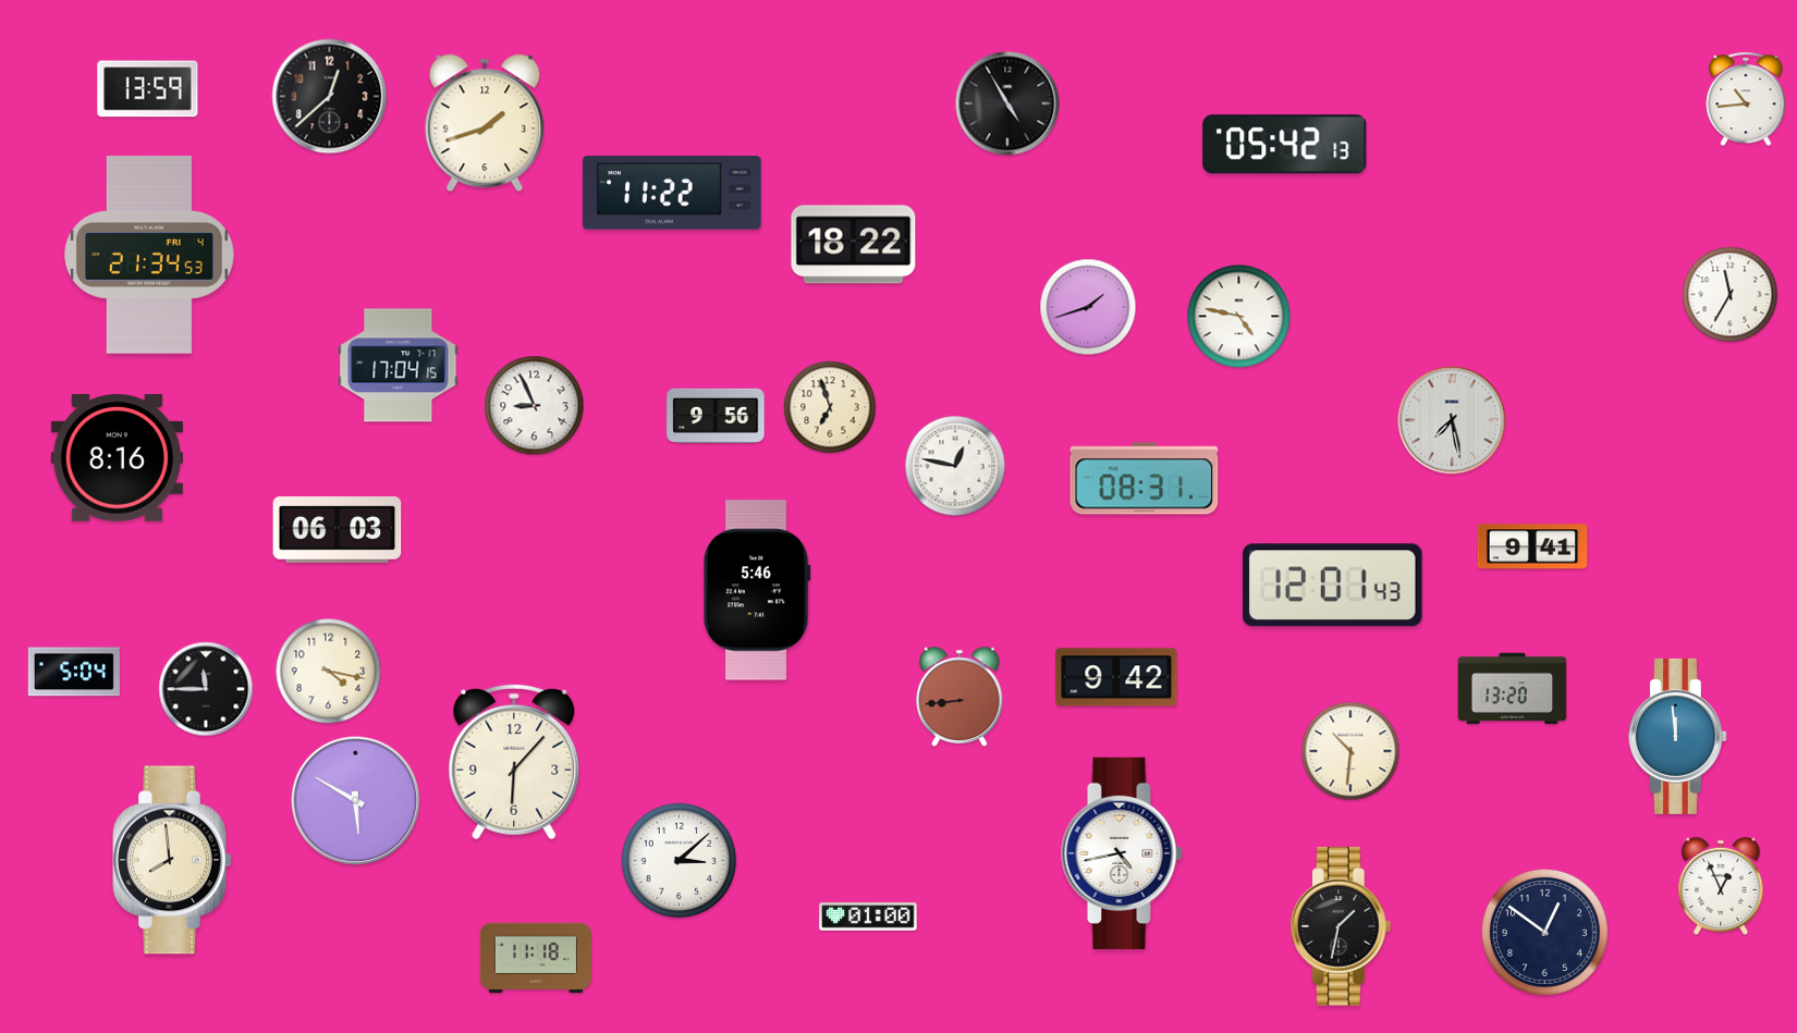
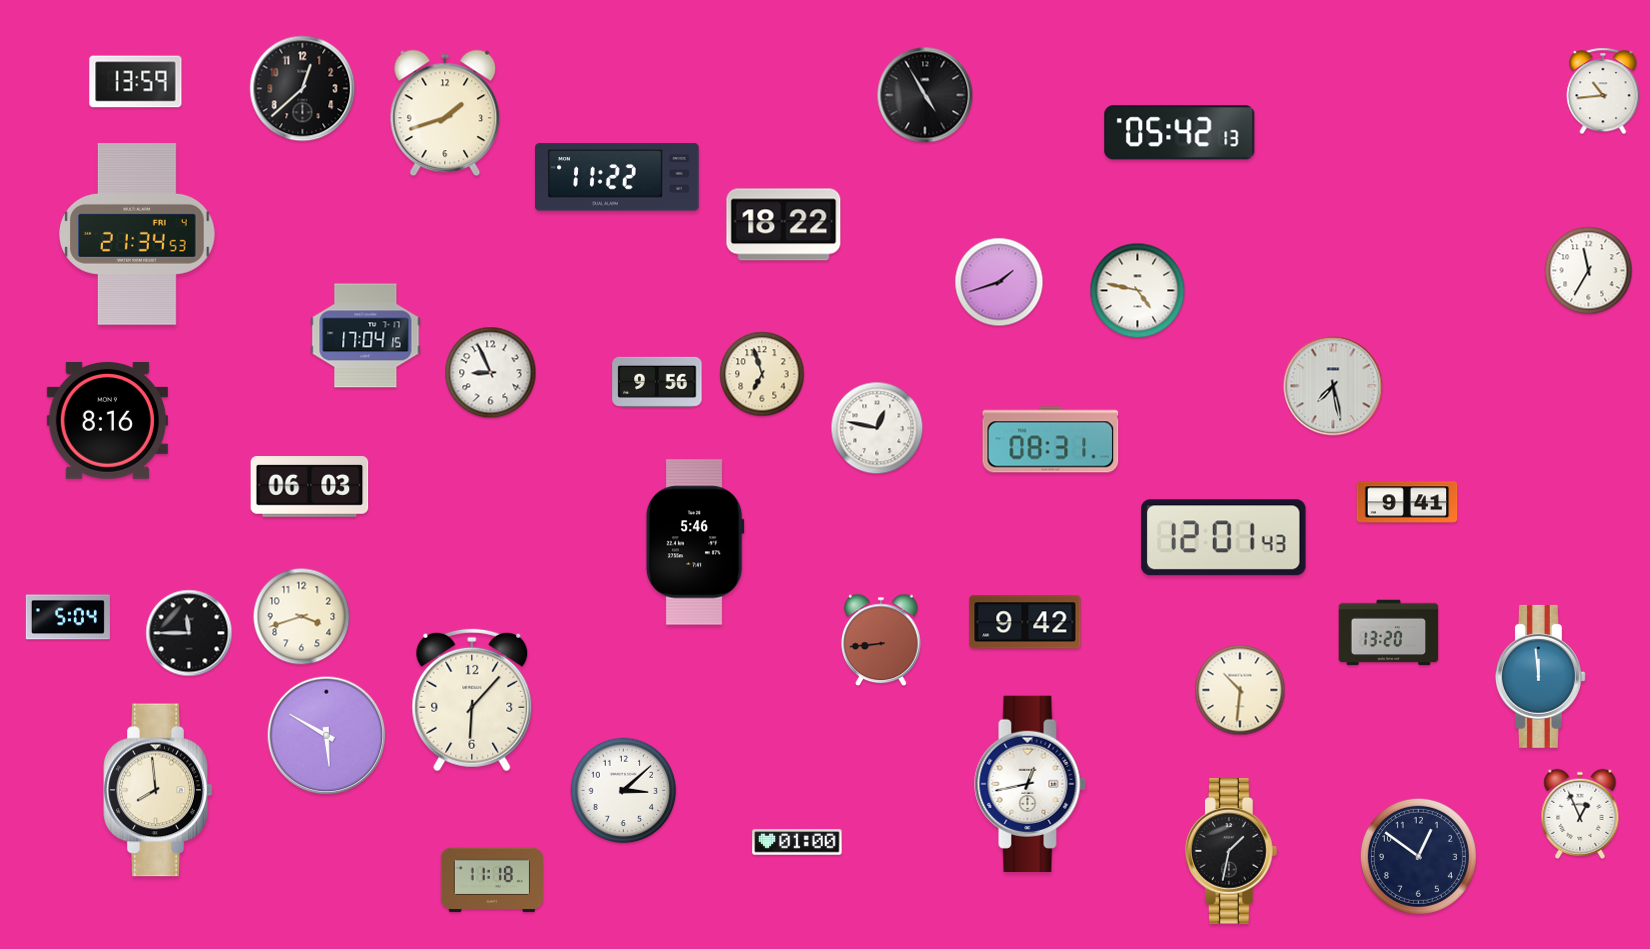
clock at (329, 672): 4:17 -> 3:42
clock at (1122, 853): 4:43 -> 12:43
